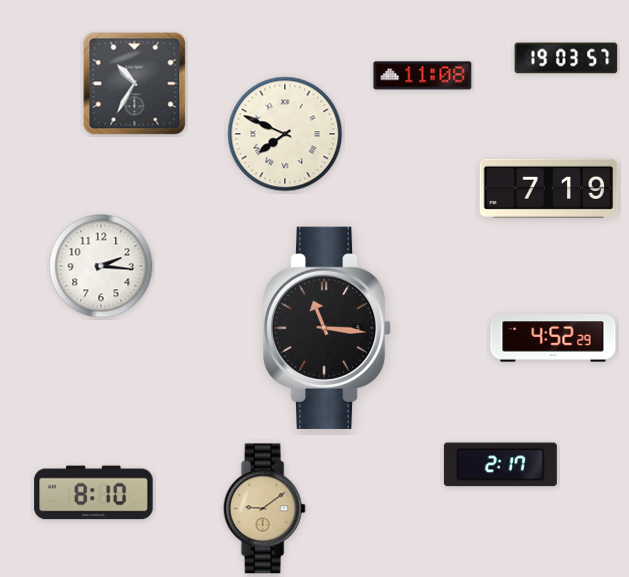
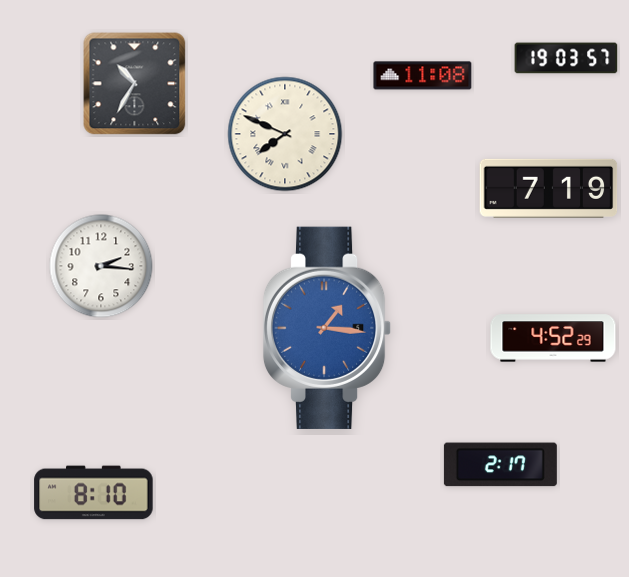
clock at (327, 328): 11:16 -> 1:16
clock at (327, 328) dial: black -> blue
clock at (264, 509): 9:09 -> none
